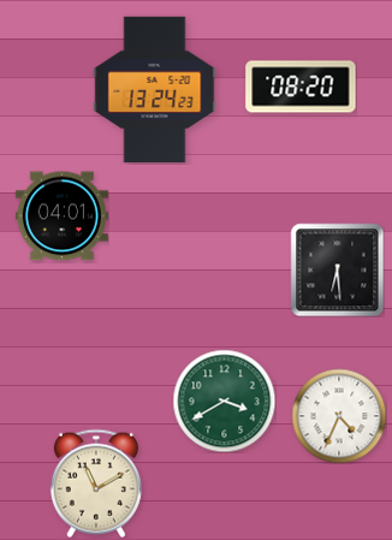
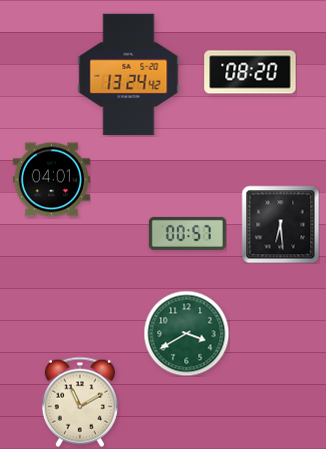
clock at (155, 90): 13:24:23 -> 13:24:42
clock at (187, 233): none -> 00:57
clock at (339, 416): 4:34 -> none
